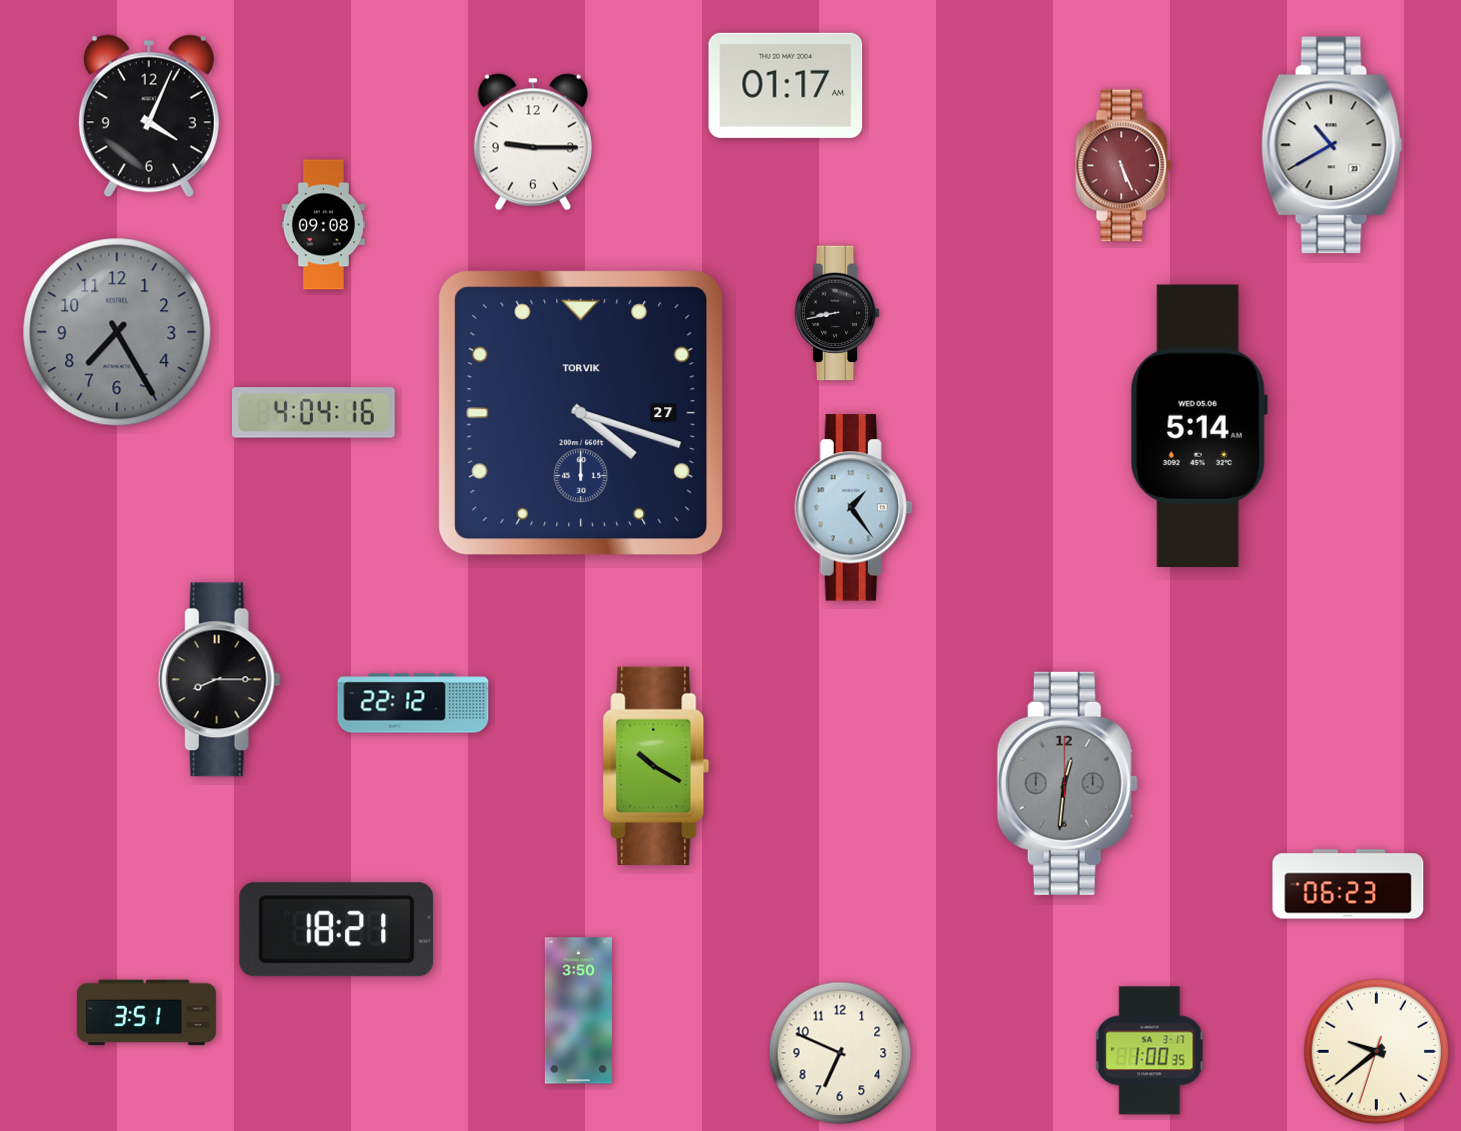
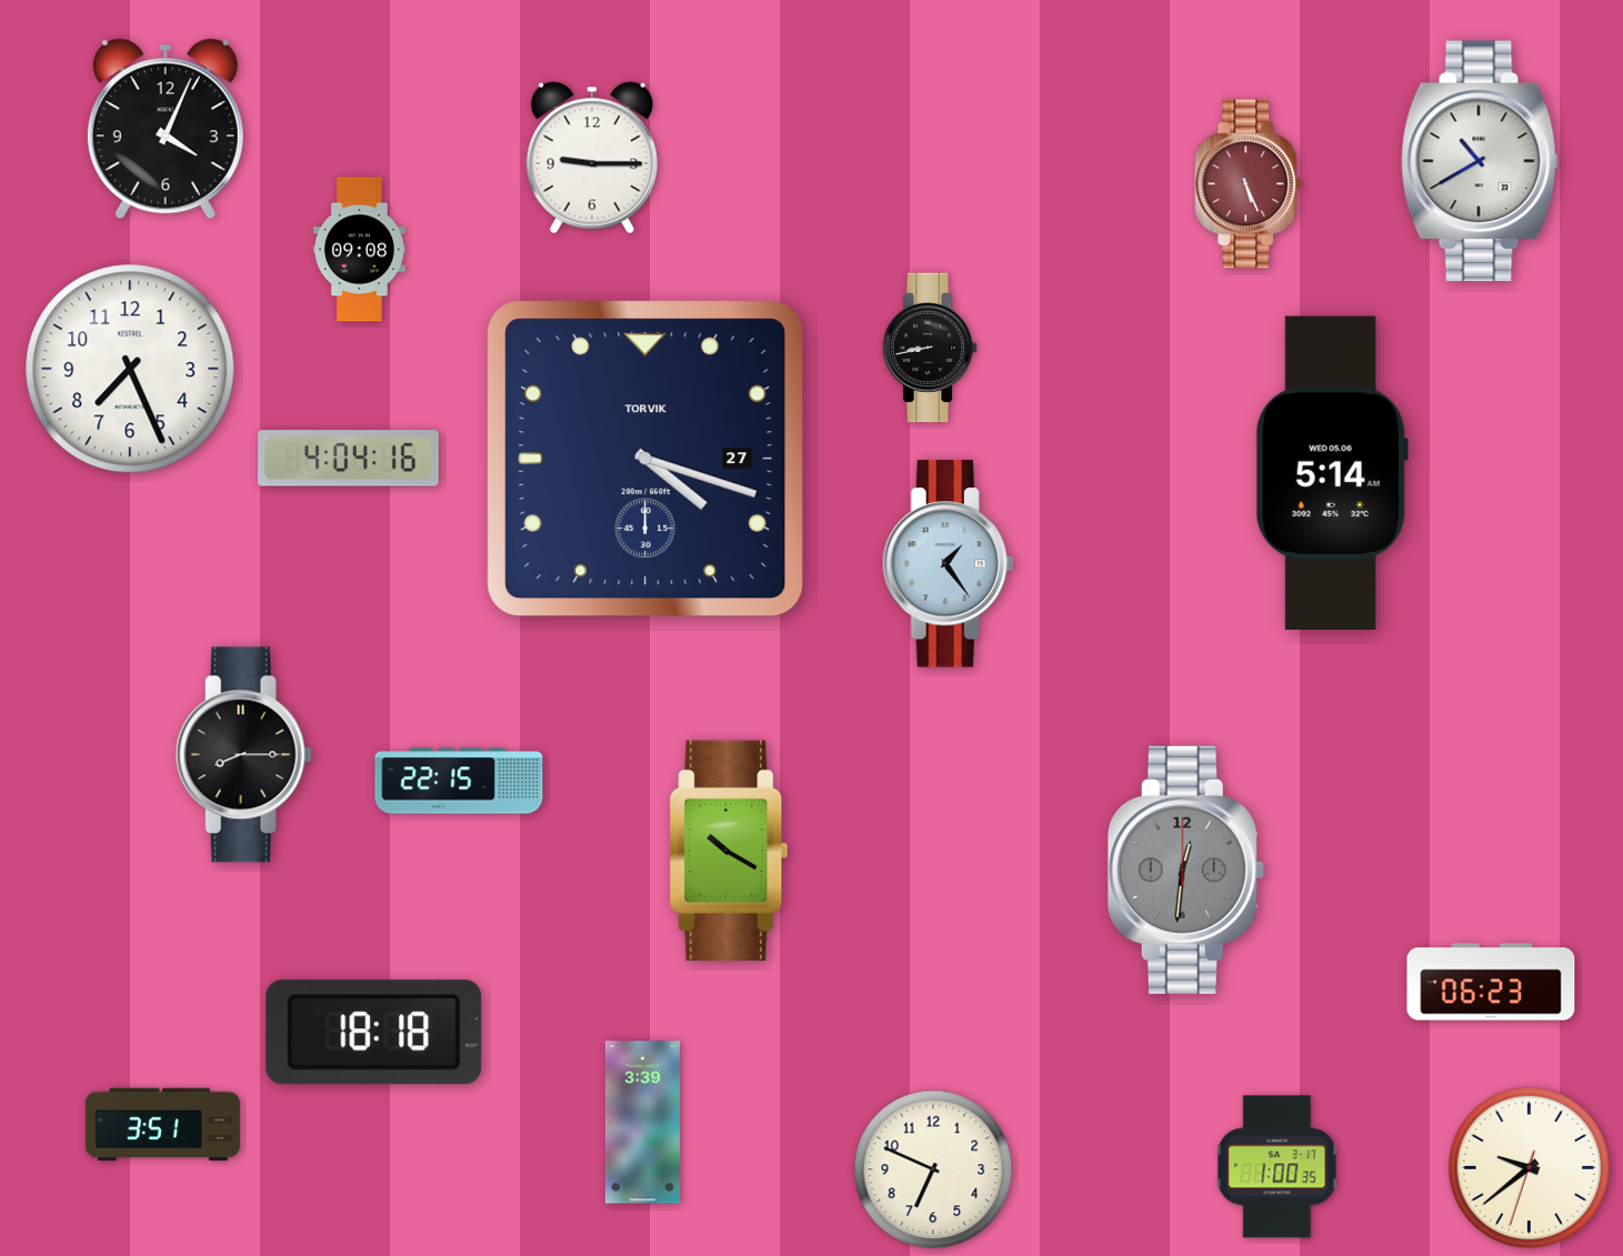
clock at (786, 85): 01:17 -> none
clock at (117, 332): 7:25 -> 7:26
clock at (117, 332) dial: grey -> white
clock at (413, 703): 22:12 -> 22:15
clock at (1348, 884) position: (1348, 884) -> (1491, 982)
clock at (337, 930): 18:21 -> 18:18
clock at (578, 1011): 3:50 -> 3:39
